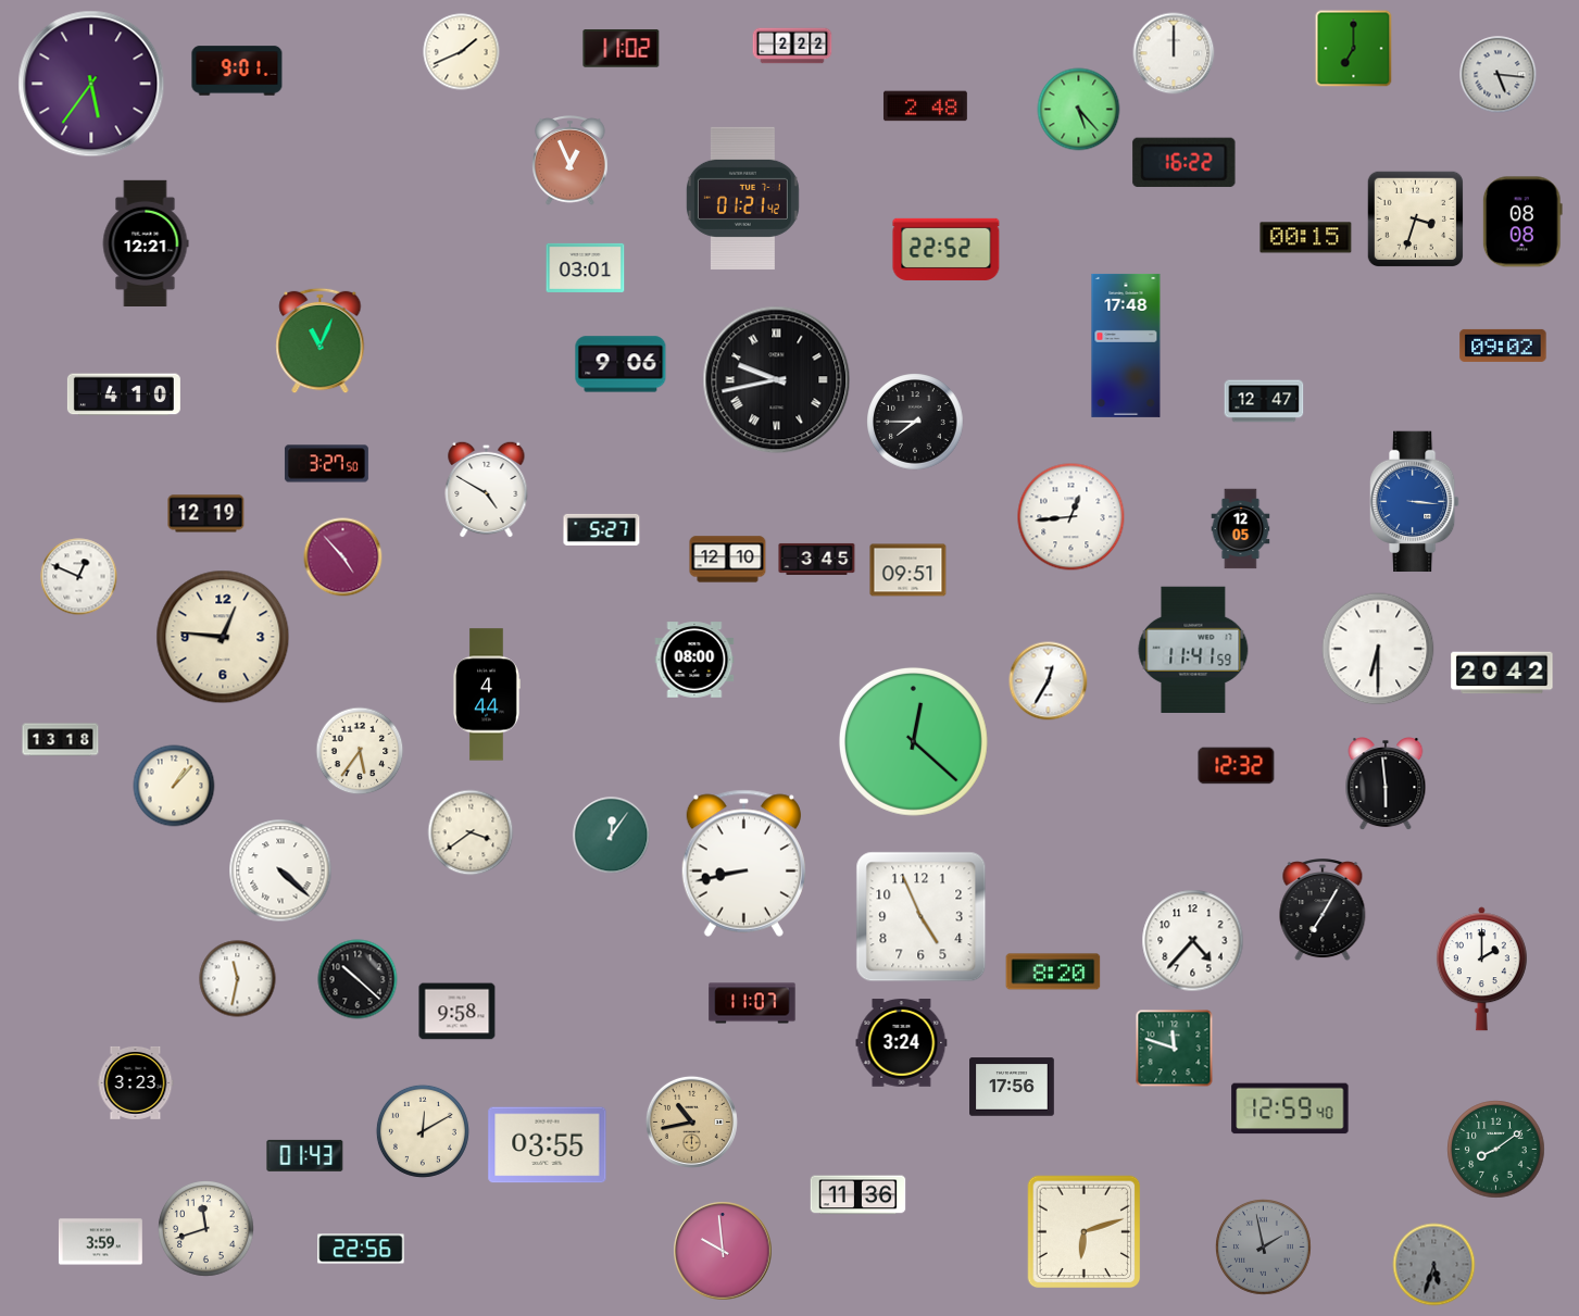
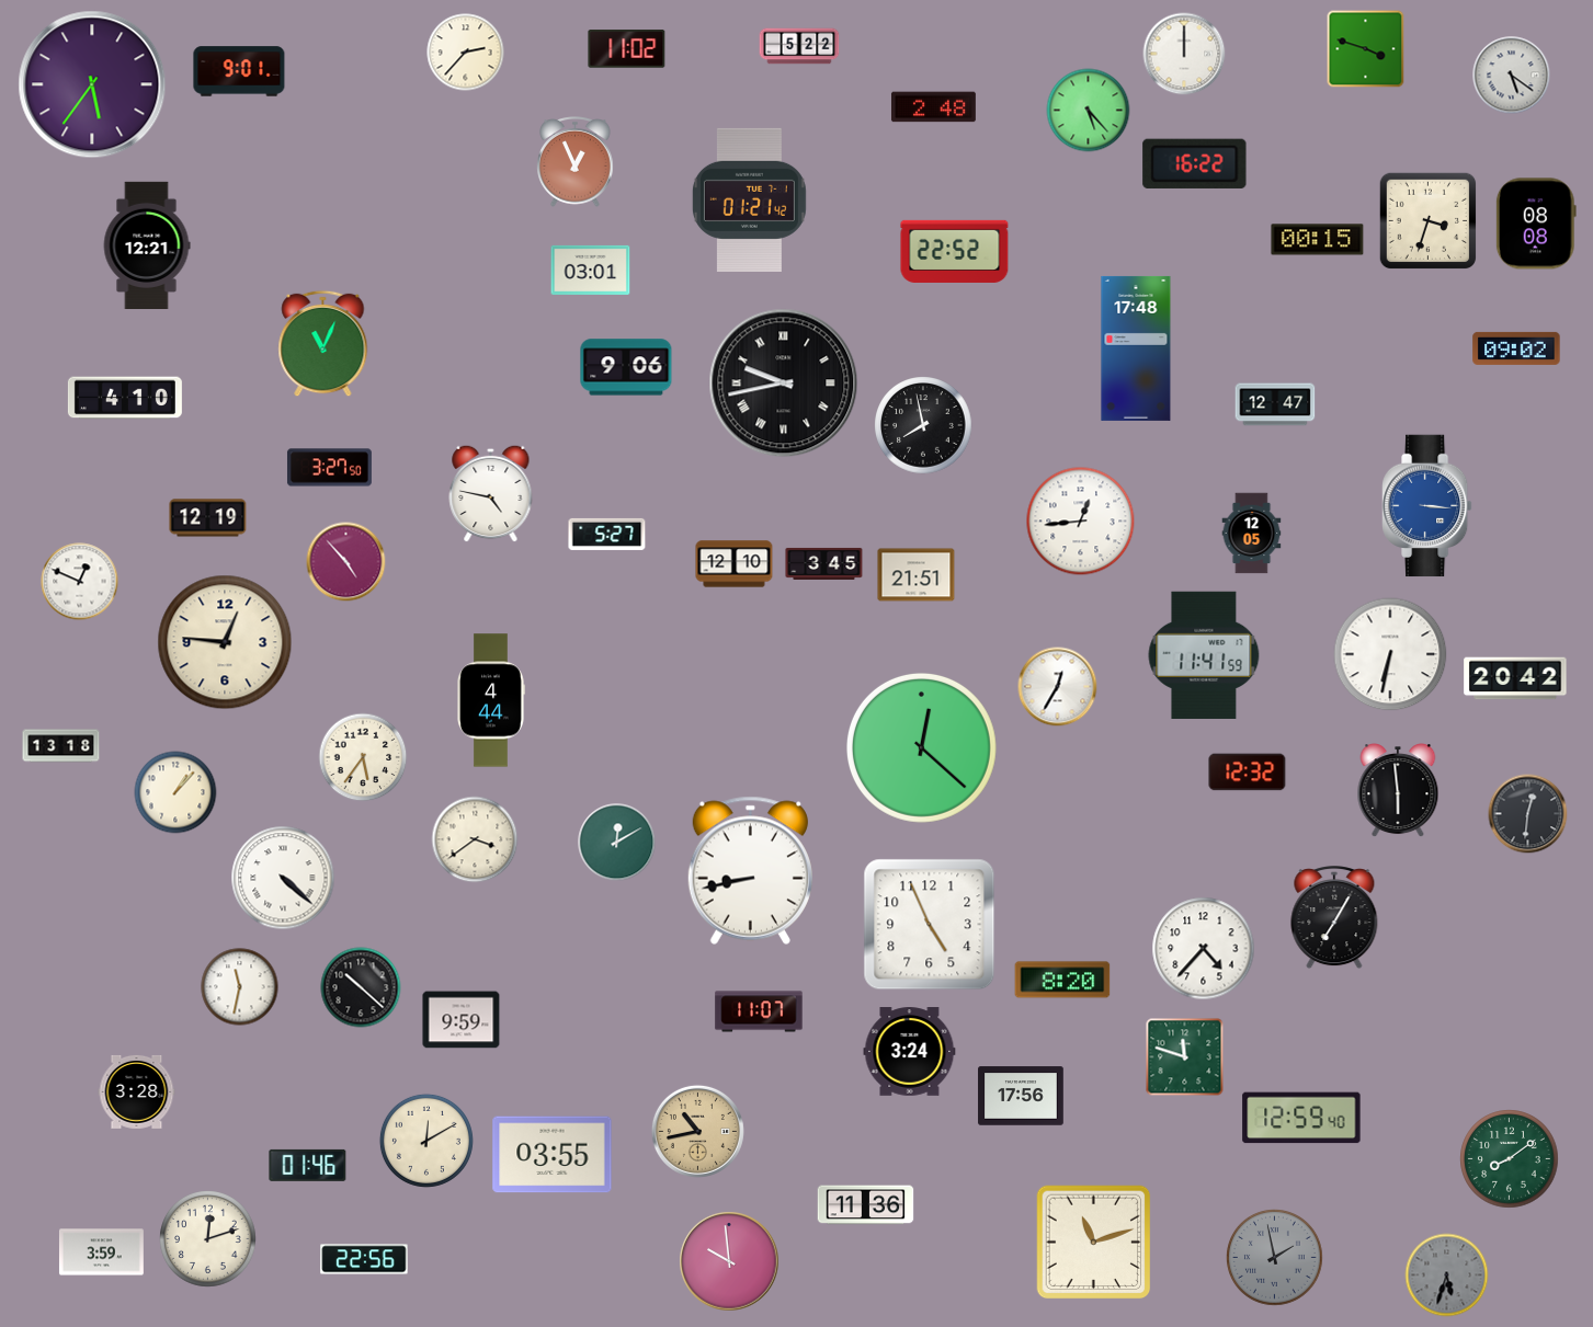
clock at (792, 46): 2:22 -> 5:22
clock at (1354, 49): 7:00 -> 3:48
clock at (462, 52): 1:41 -> 2:37
clock at (1499, 75): 5:16 -> 5:21
clock at (915, 422): 7:45 -> 7:58
clock at (487, 489): 4:50 -> 4:47
clock at (908, 571): 09:51 -> 21:51
clock at (1378, 649): 6:30 -> 6:32
clock at (694, 660): 08:00 -> none
clock at (1528, 814): none -> 12:31
clock at (612, 836): 12:06 -> 12:10
clock at (1481, 969): 2:00 -> none
clock at (458, 1012): 9:58 -> 9:59
clock at (136, 1082): 3:23 -> 3:28
clock at (305, 1155): 01:43 -> 01:46
clock at (206, 1229): 11:42 -> 12:12
clock at (1085, 1232): 6:12 -> 11:12
